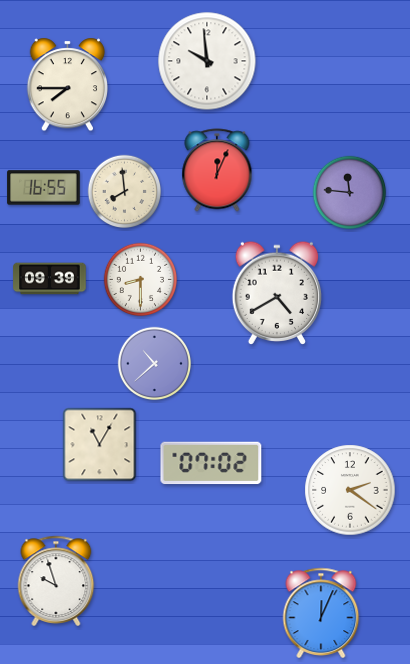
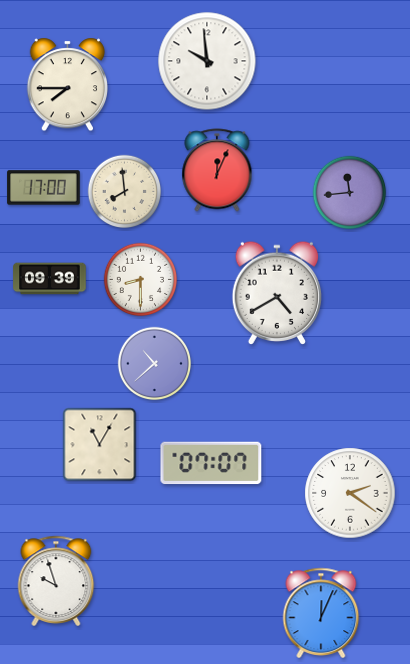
clock at (44, 188): 16:55 -> 17:00
clock at (350, 193): 11:46 -> 11:44
clock at (211, 463): 07:02 -> 07:07
clock at (350, 490) position: (350, 490) -> (350, 493)
